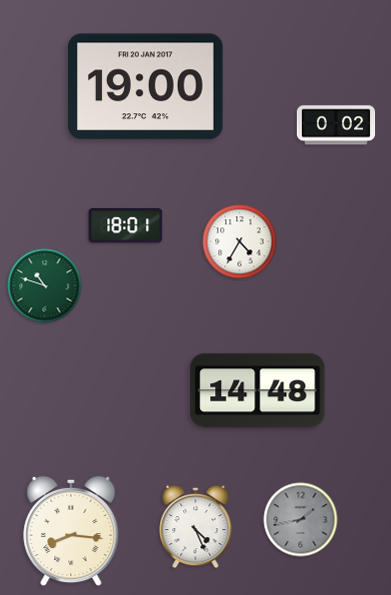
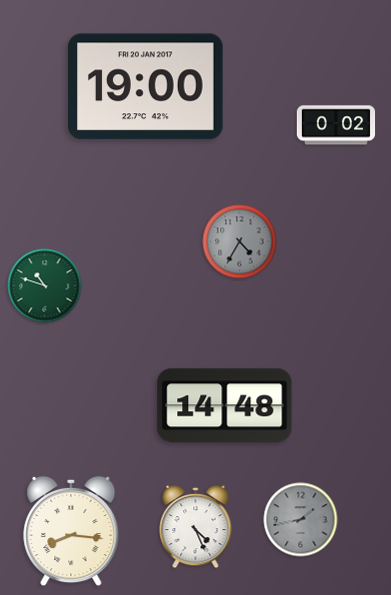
clock at (126, 226): 18:01 -> none
clock at (240, 242) dial: white -> grey
clock at (258, 391) position: (258, 391) -> (225, 406)
